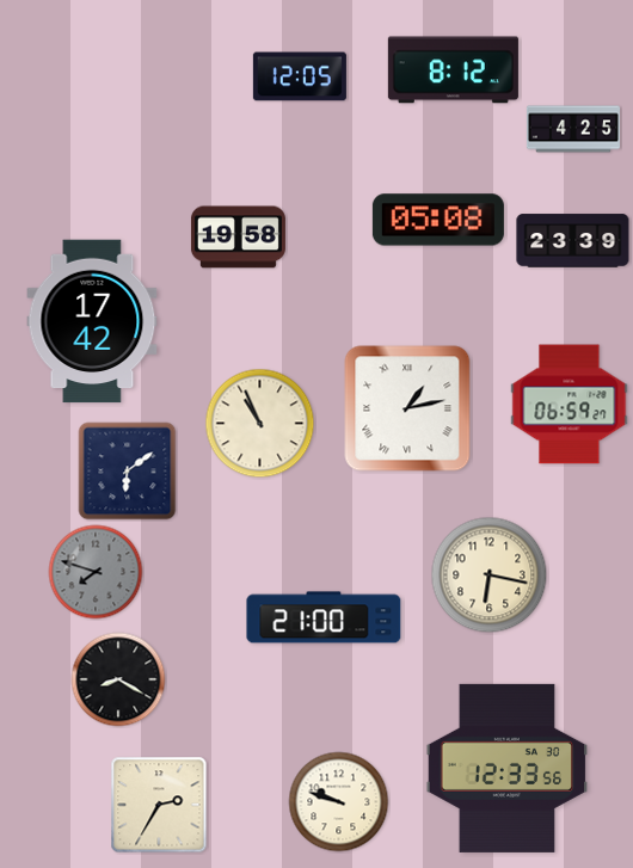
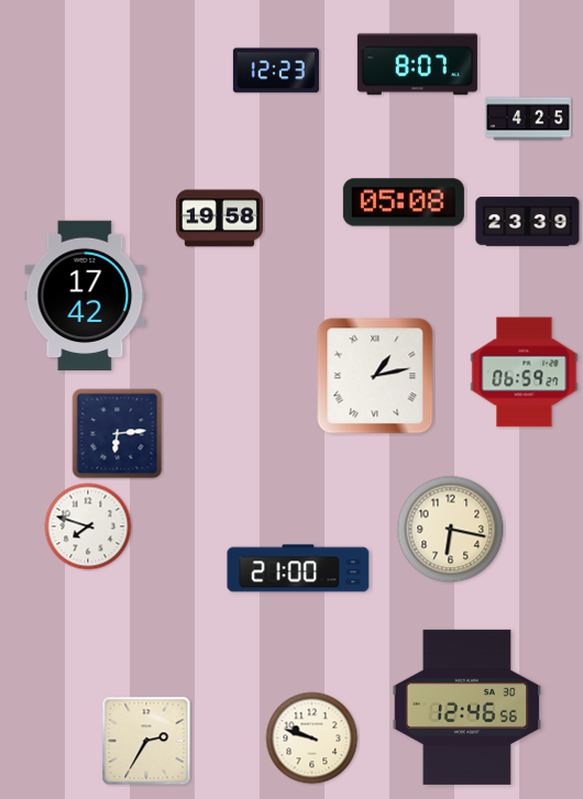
clock at (453, 70): 8:12 -> 8:07
clock at (300, 76): 12:05 -> 12:23
clock at (260, 424): 10:56 -> none
clock at (128, 472): 6:09 -> 6:14
clock at (96, 572) dial: grey -> white
clock at (118, 679): 8:20 -> none
clock at (508, 768): 12:33 -> 12:46
